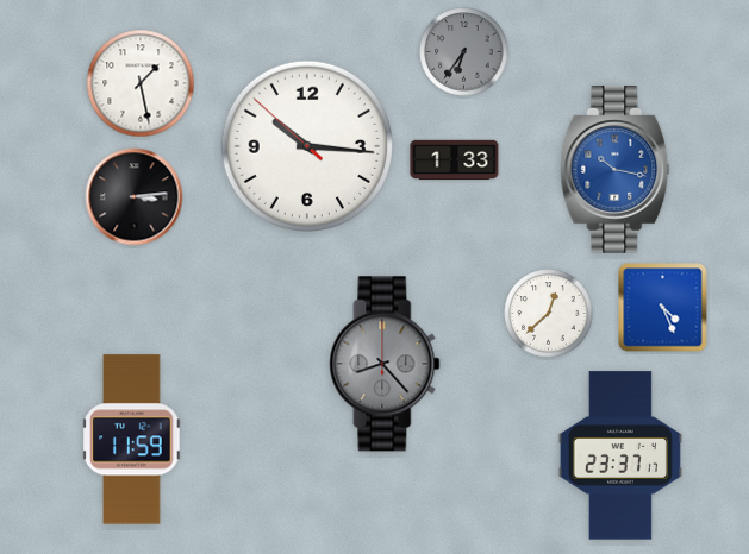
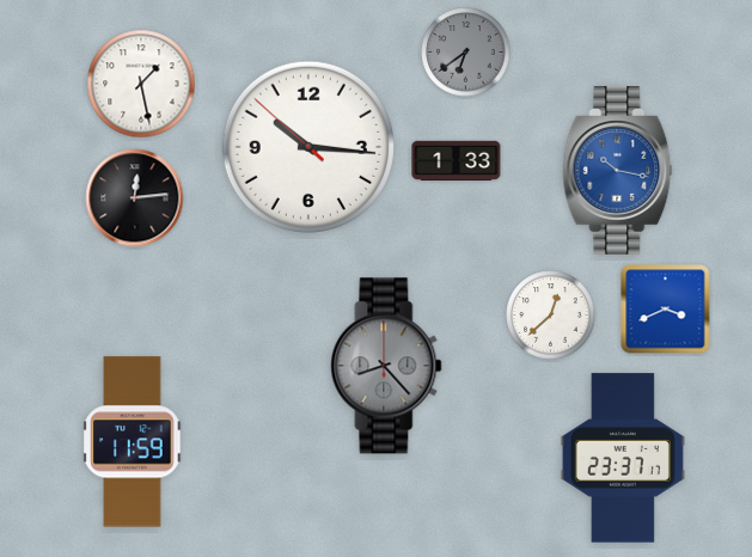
clock at (464, 52): 6:36 -> 6:39
clock at (135, 197): 3:14 -> 12:14
clock at (663, 308): 4:26 -> 3:41
